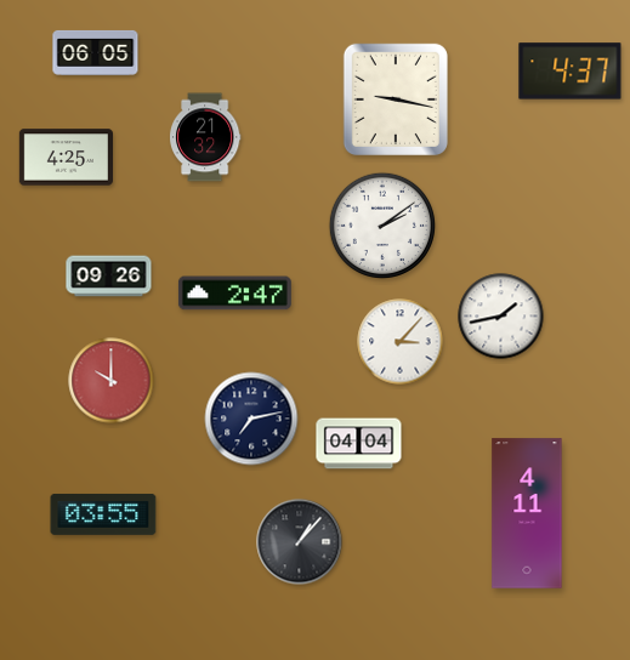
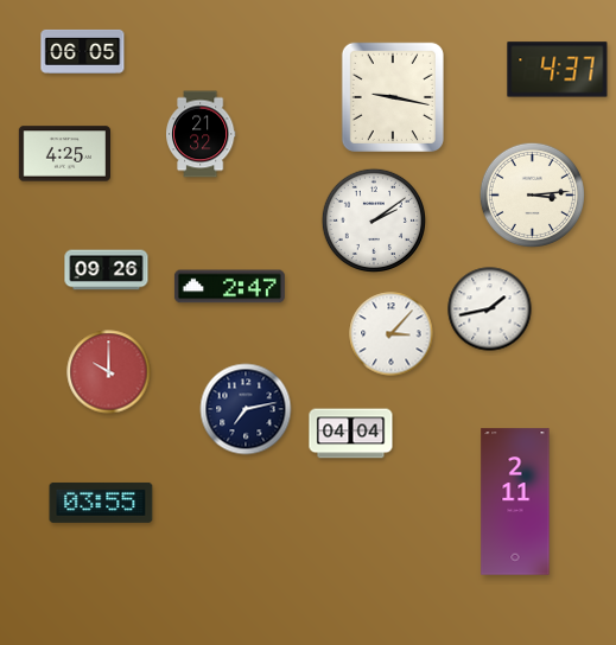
clock at (96, 52) position: (96, 52) -> (83, 51)
clock at (396, 99) position: (396, 99) -> (393, 97)
clock at (532, 194): none -> 3:14
clock at (527, 513): 4:11 -> 2:11
clock at (300, 542): 1:07 -> none
